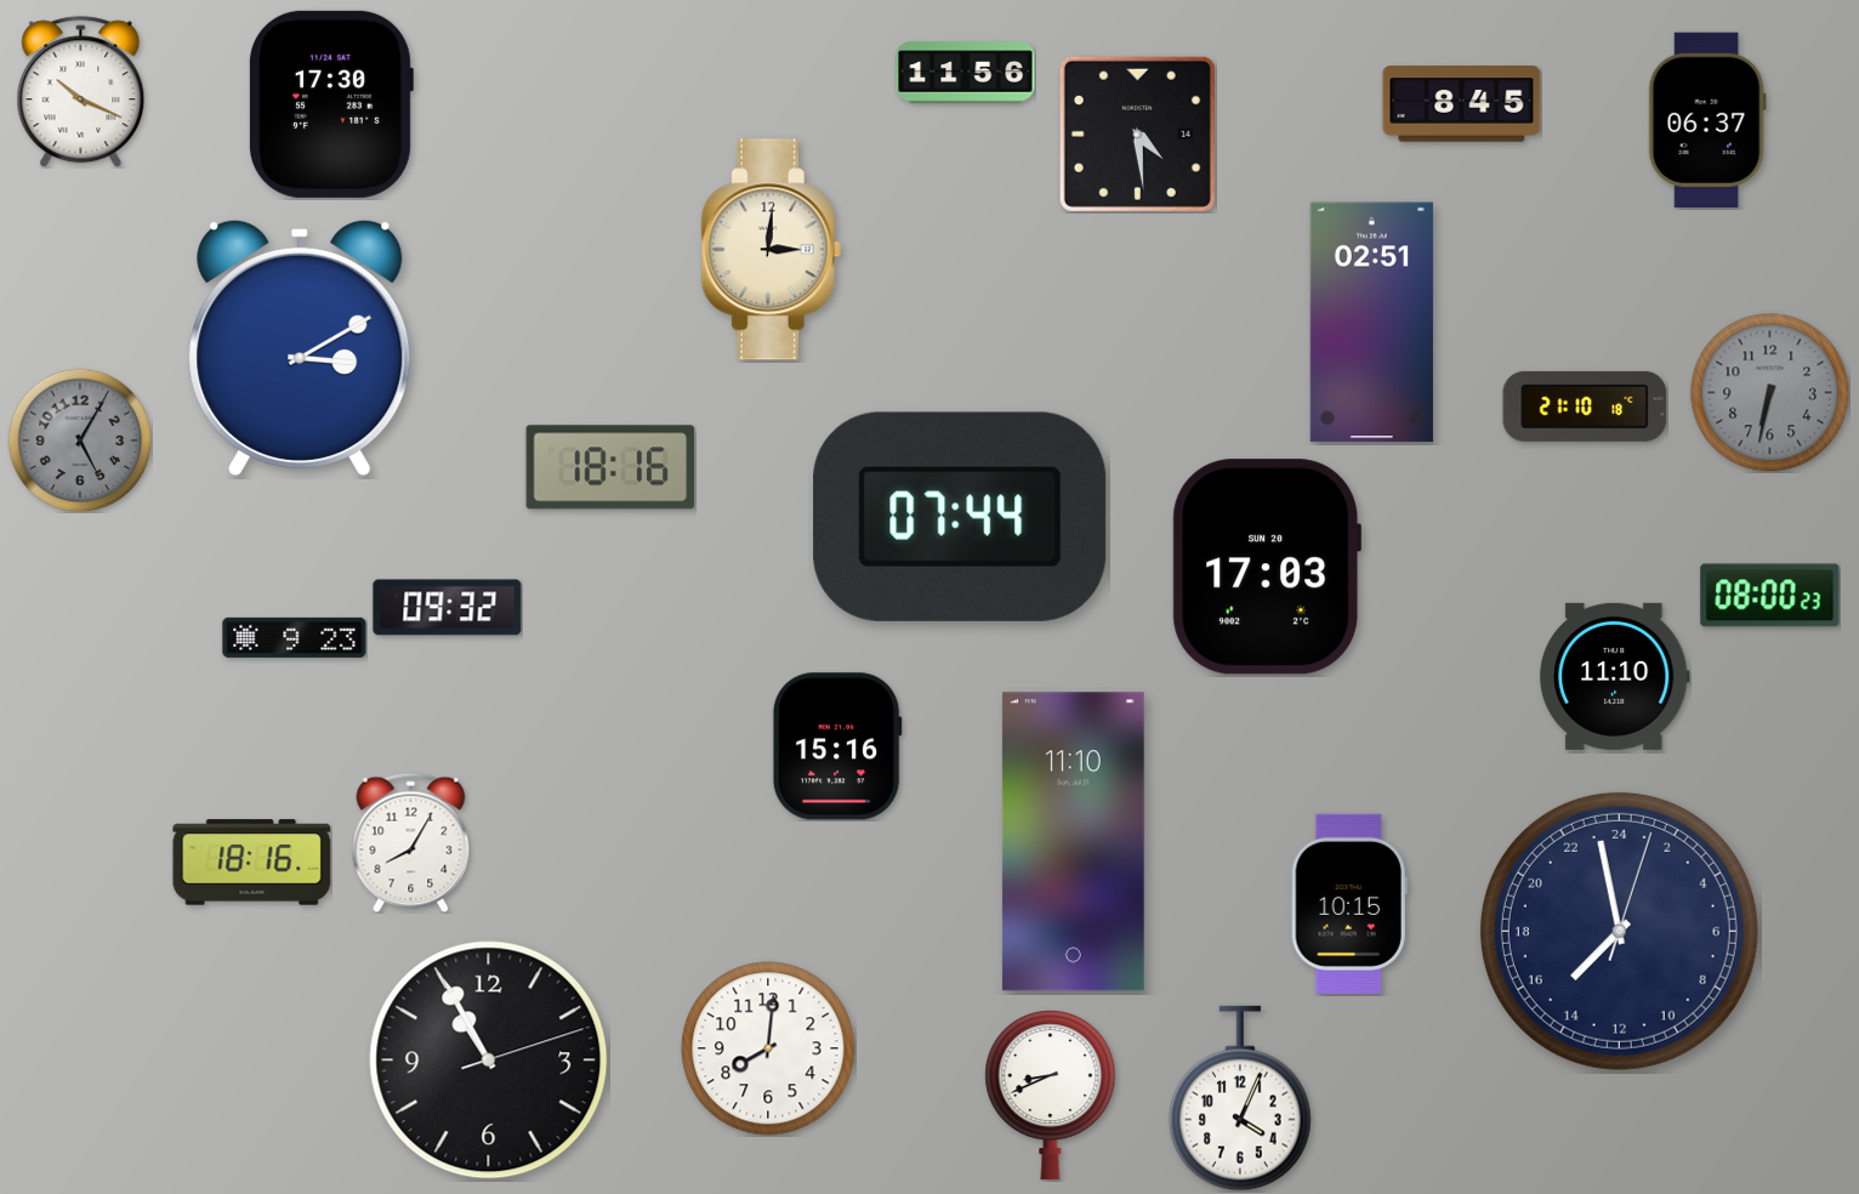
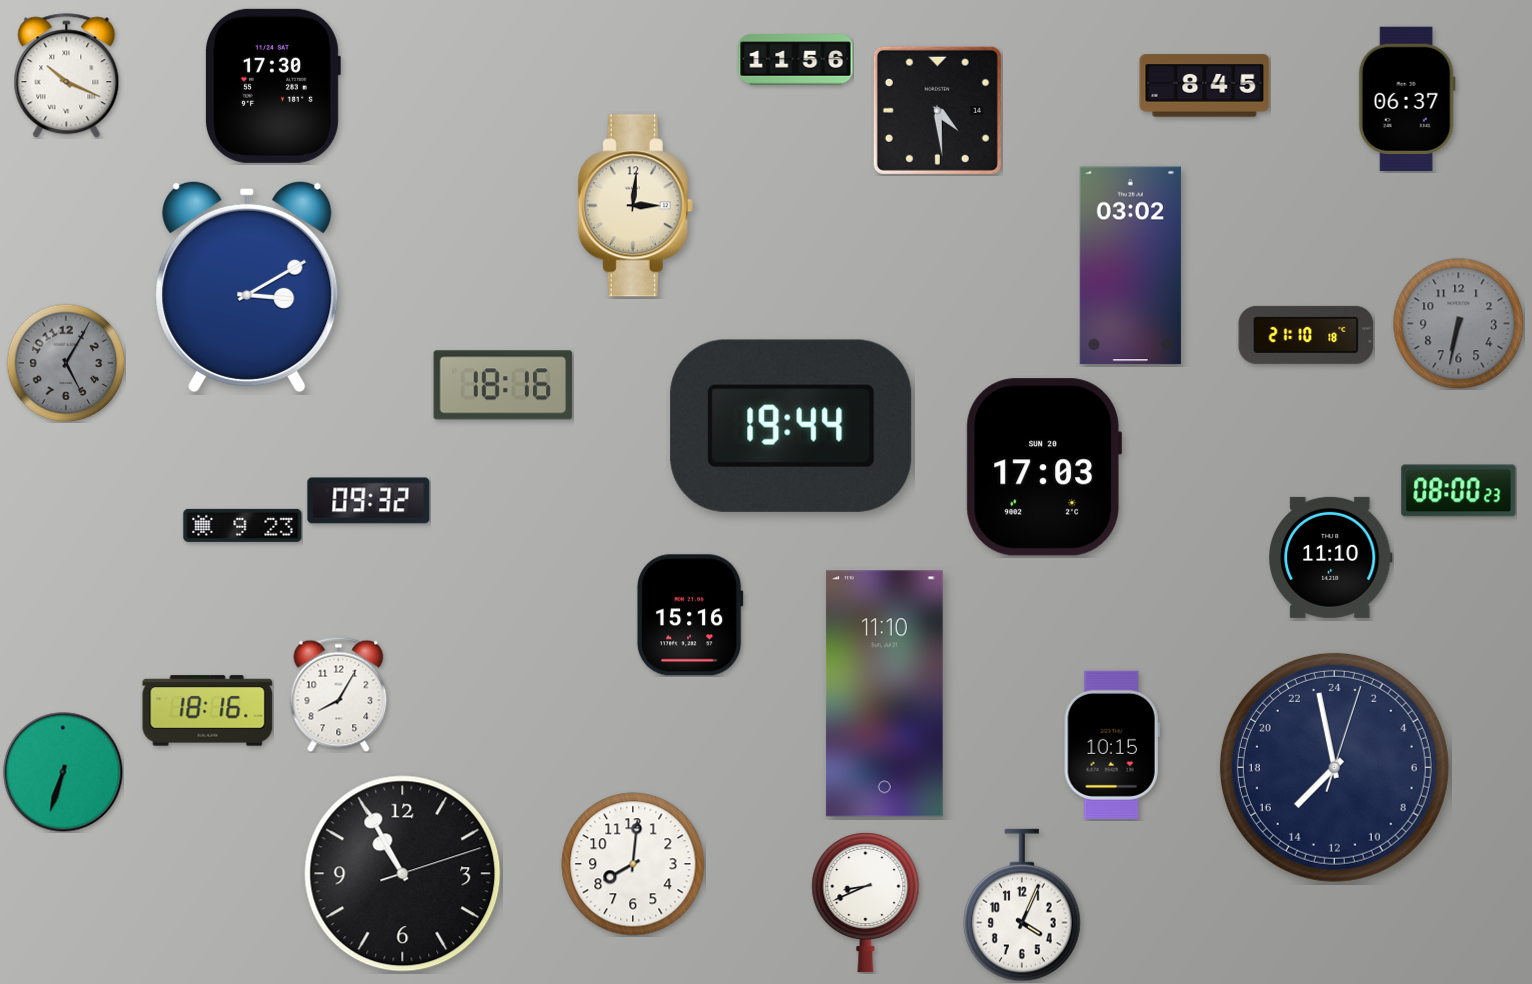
clock at (1371, 323): 02:51 -> 03:02
clock at (960, 517): 07:44 -> 19:44
clock at (63, 772): none -> 6:33
